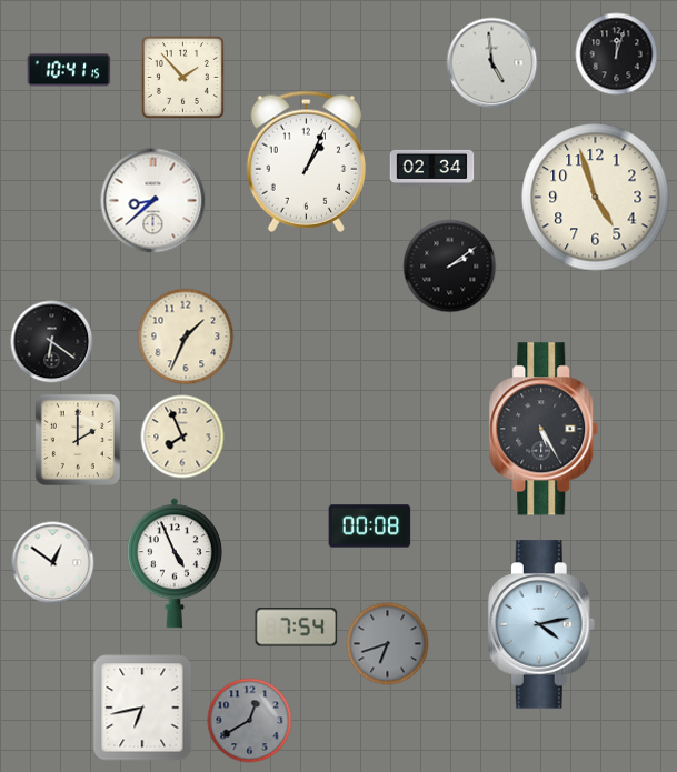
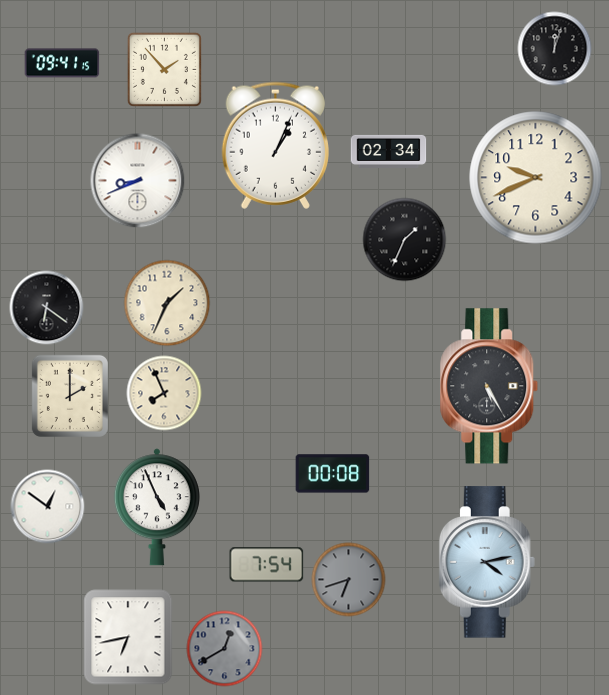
clock at (492, 63): 4:59 -> none
clock at (69, 70): 10:41 -> 09:41
clock at (596, 198): 4:57 -> 9:41
clock at (153, 201): 8:38 -> 8:41
clock at (450, 267): 2:09 -> 1:34
